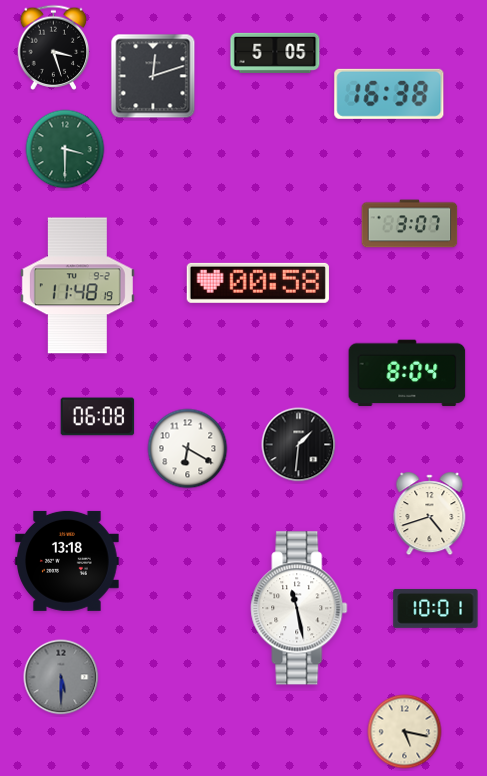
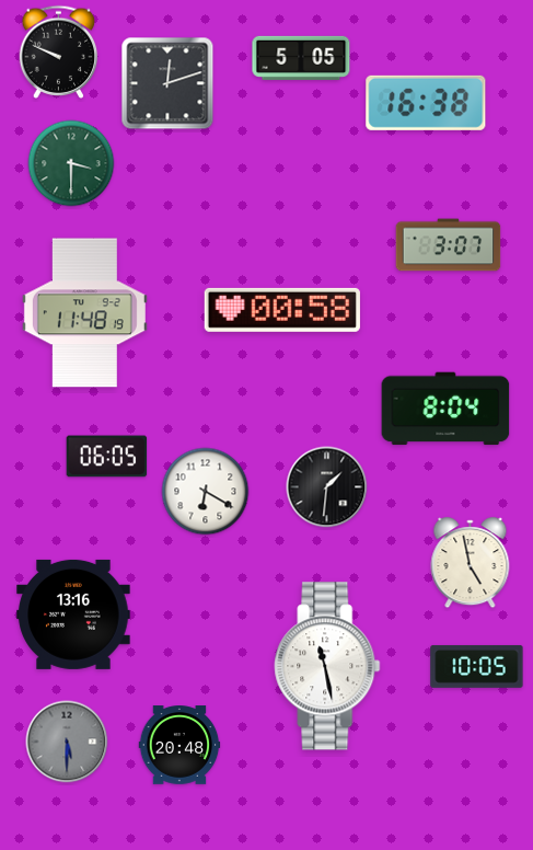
clock at (54, 47): 3:27 -> 9:49
clock at (98, 417): 06:08 -> 06:05
clock at (430, 514): 4:42 -> 4:58
clock at (67, 561): 13:18 -> 13:16
clock at (436, 608): 10:01 -> 10:05
clock at (179, 745): none -> 20:48
clock at (405, 732): 5:17 -> none
